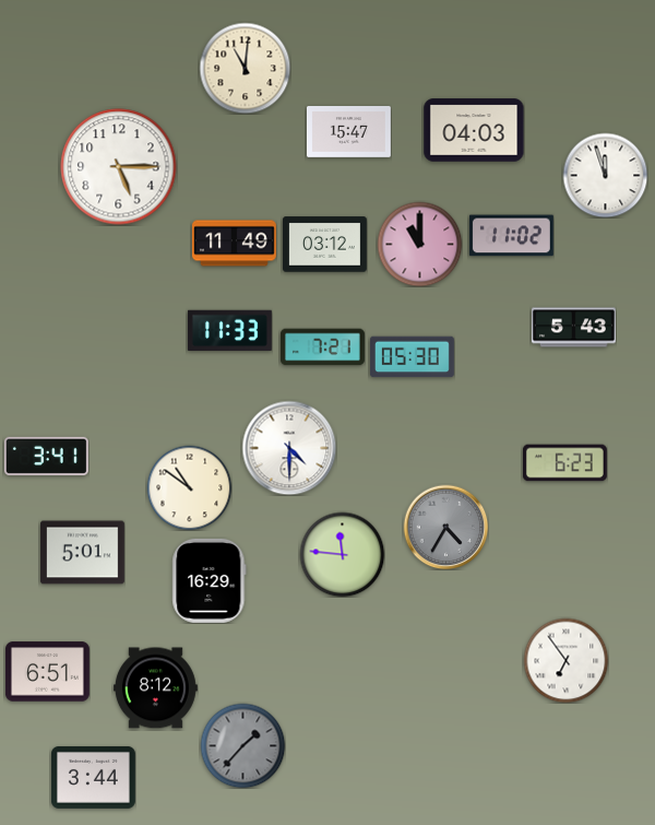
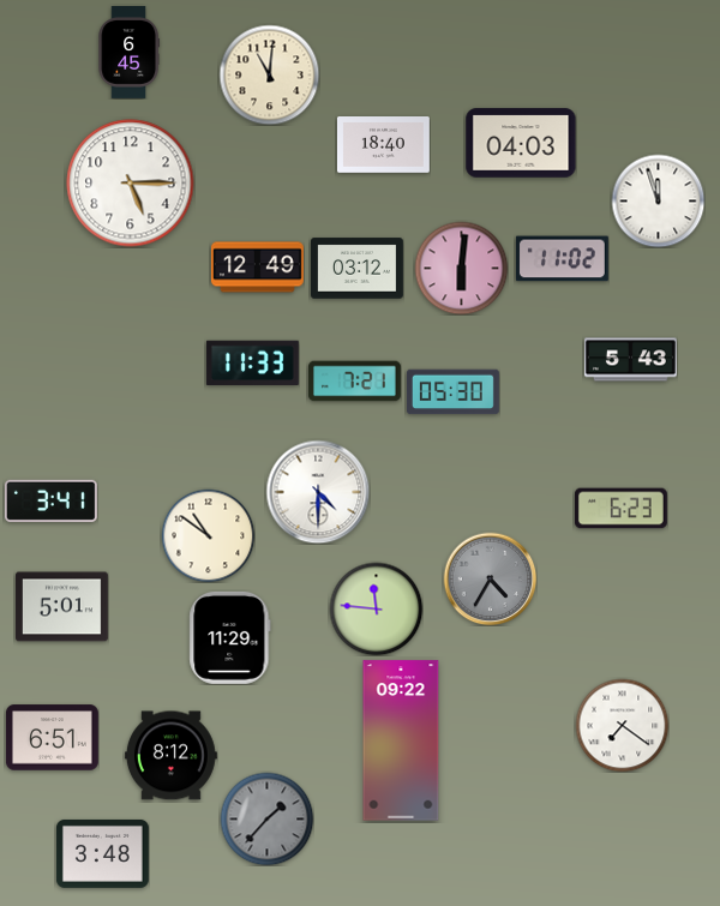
clock at (130, 53): none -> 6:45
clock at (348, 132): 15:47 -> 18:40
clock at (605, 175) position: (605, 175) -> (658, 200)
clock at (234, 244): 11:49 -> 12:49
clock at (419, 244): 11:00 -> 6:01
clock at (82, 553) position: (82, 553) -> (61, 607)
clock at (210, 580): 16:29 -> 11:29
clock at (565, 660): 6:54 -> 7:21
clock at (401, 740): none -> 09:22
clock at (93, 777): 3:44 -> 3:48
